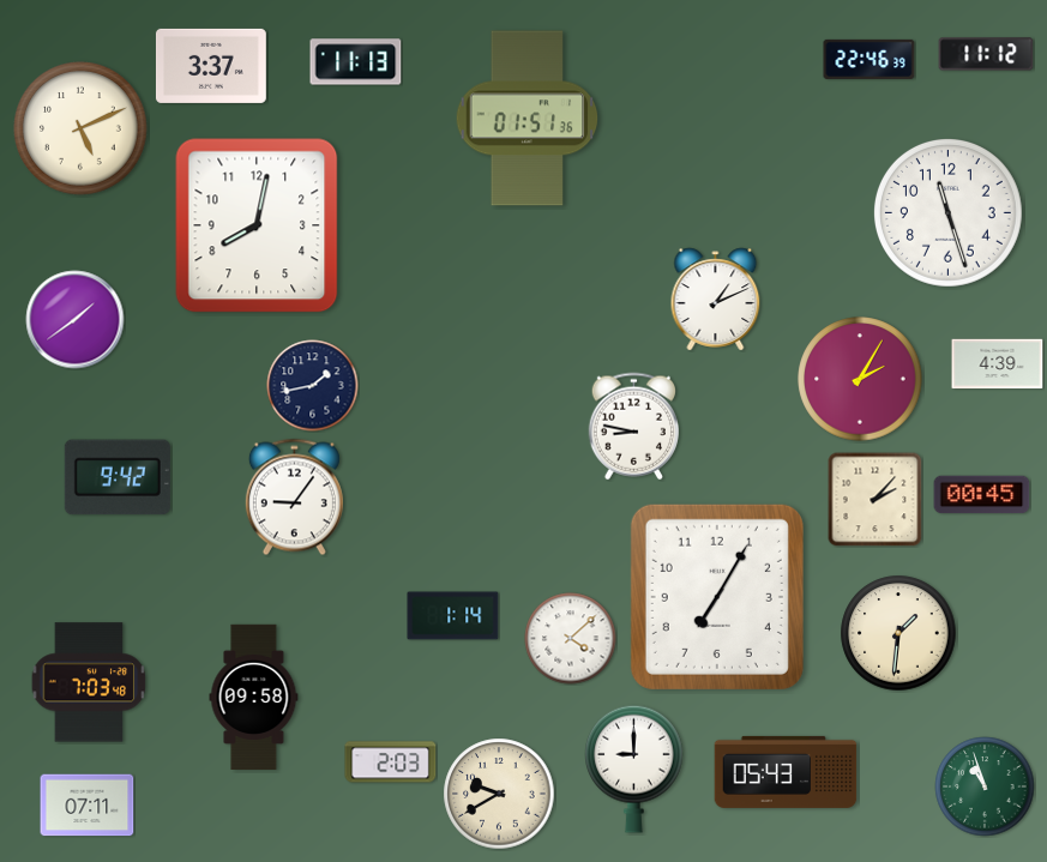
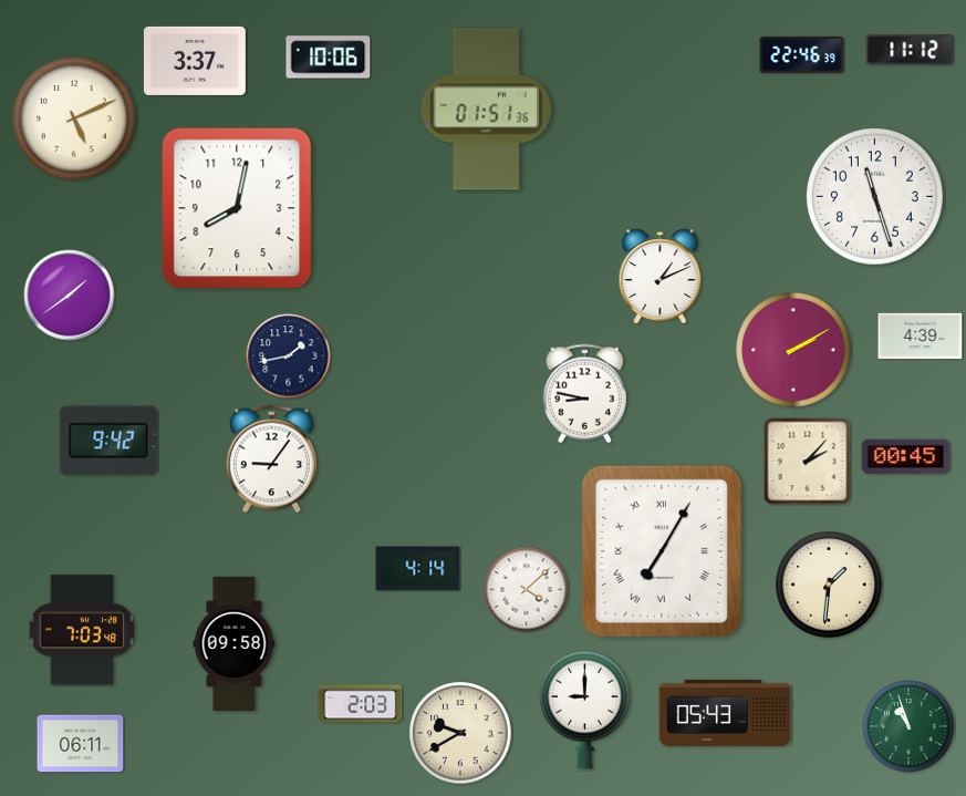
clock at (356, 62): 11:13 -> 10:06
clock at (860, 379): 2:05 -> 2:10
clock at (717, 597) numerals: Arabic -> Roman
clock at (453, 616): 1:14 -> 4:14
clock at (88, 806): 07:11 -> 06:11
